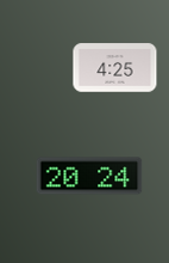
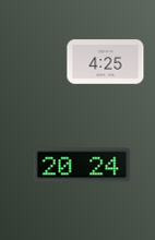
clock at (89, 176) position: (89, 176) -> (82, 165)
